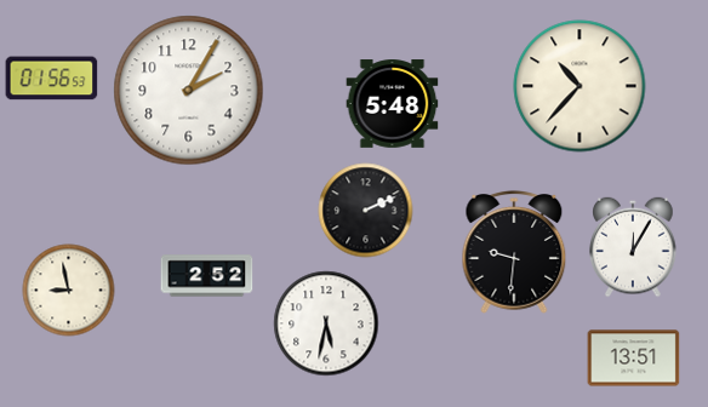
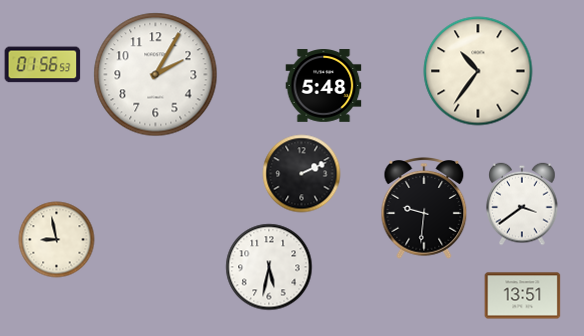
clock at (579, 86): 10:37 -> 10:36
clock at (633, 247): 12:05 -> 3:39
clock at (207, 276): 2:52 -> none
